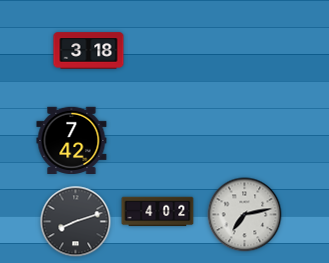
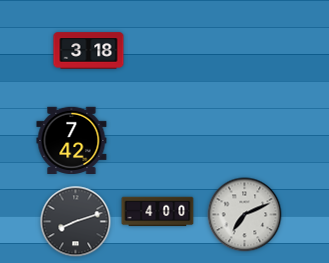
clock at (158, 212): 4:02 -> 4:00
clock at (245, 215): 7:13 -> 7:11
